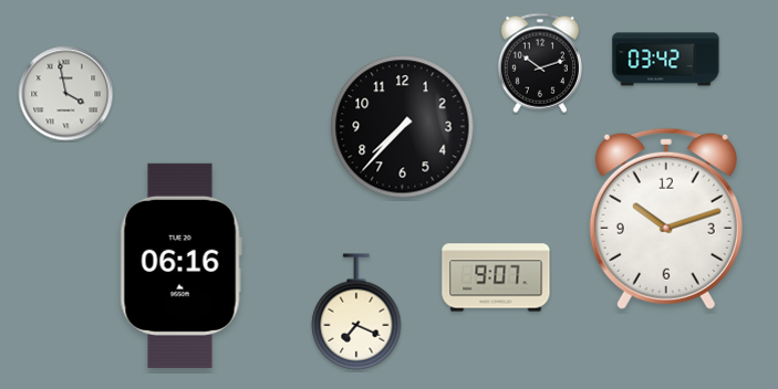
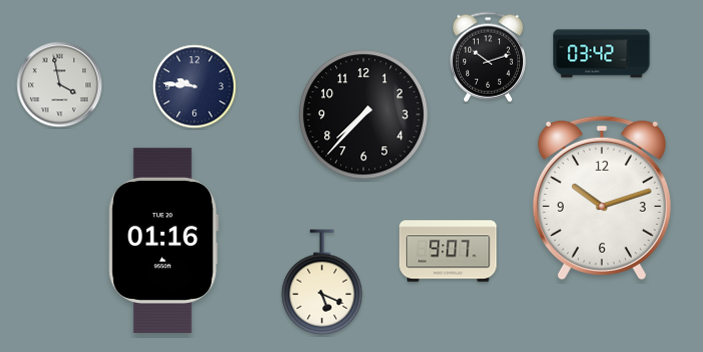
clock at (195, 87): none -> 9:46
clock at (180, 265): 06:16 -> 01:16
clock at (356, 312): 7:19 -> 5:19
